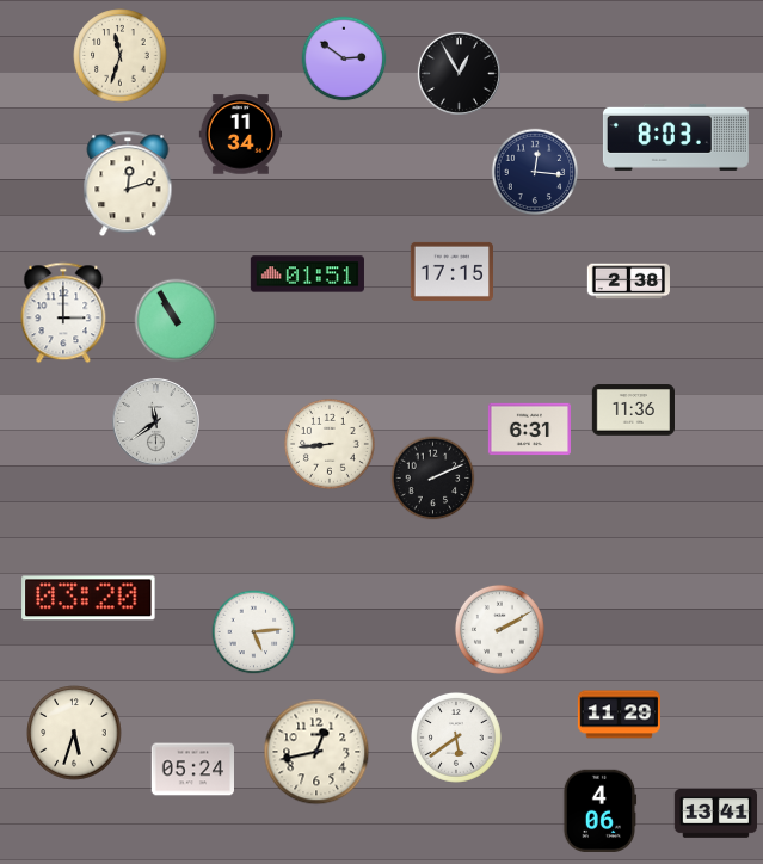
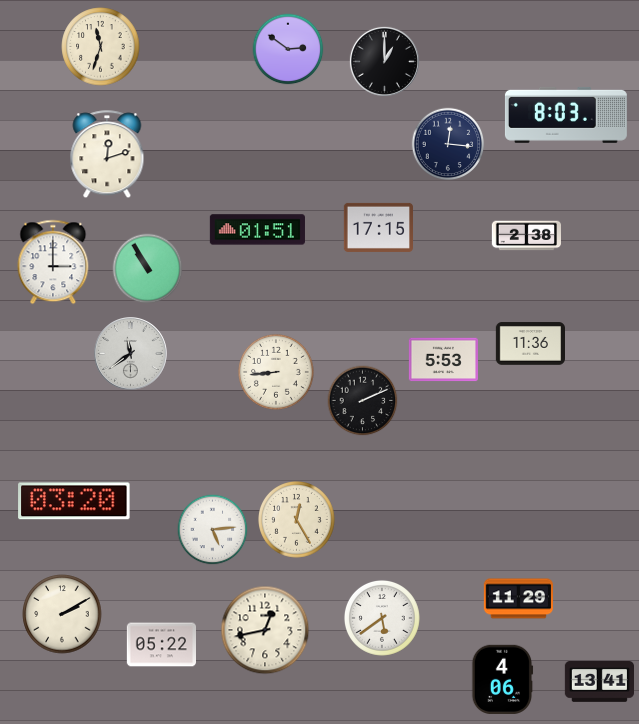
clock at (459, 73): 12:55 -> 1:00
clock at (240, 135): 11:34 -> none
clock at (529, 430): 6:31 -> 5:53
clock at (297, 520): none -> 12:25
clock at (499, 629): 2:10 -> none
clock at (74, 733): 5:33 -> 2:10
clock at (192, 770): 05:24 -> 05:22
